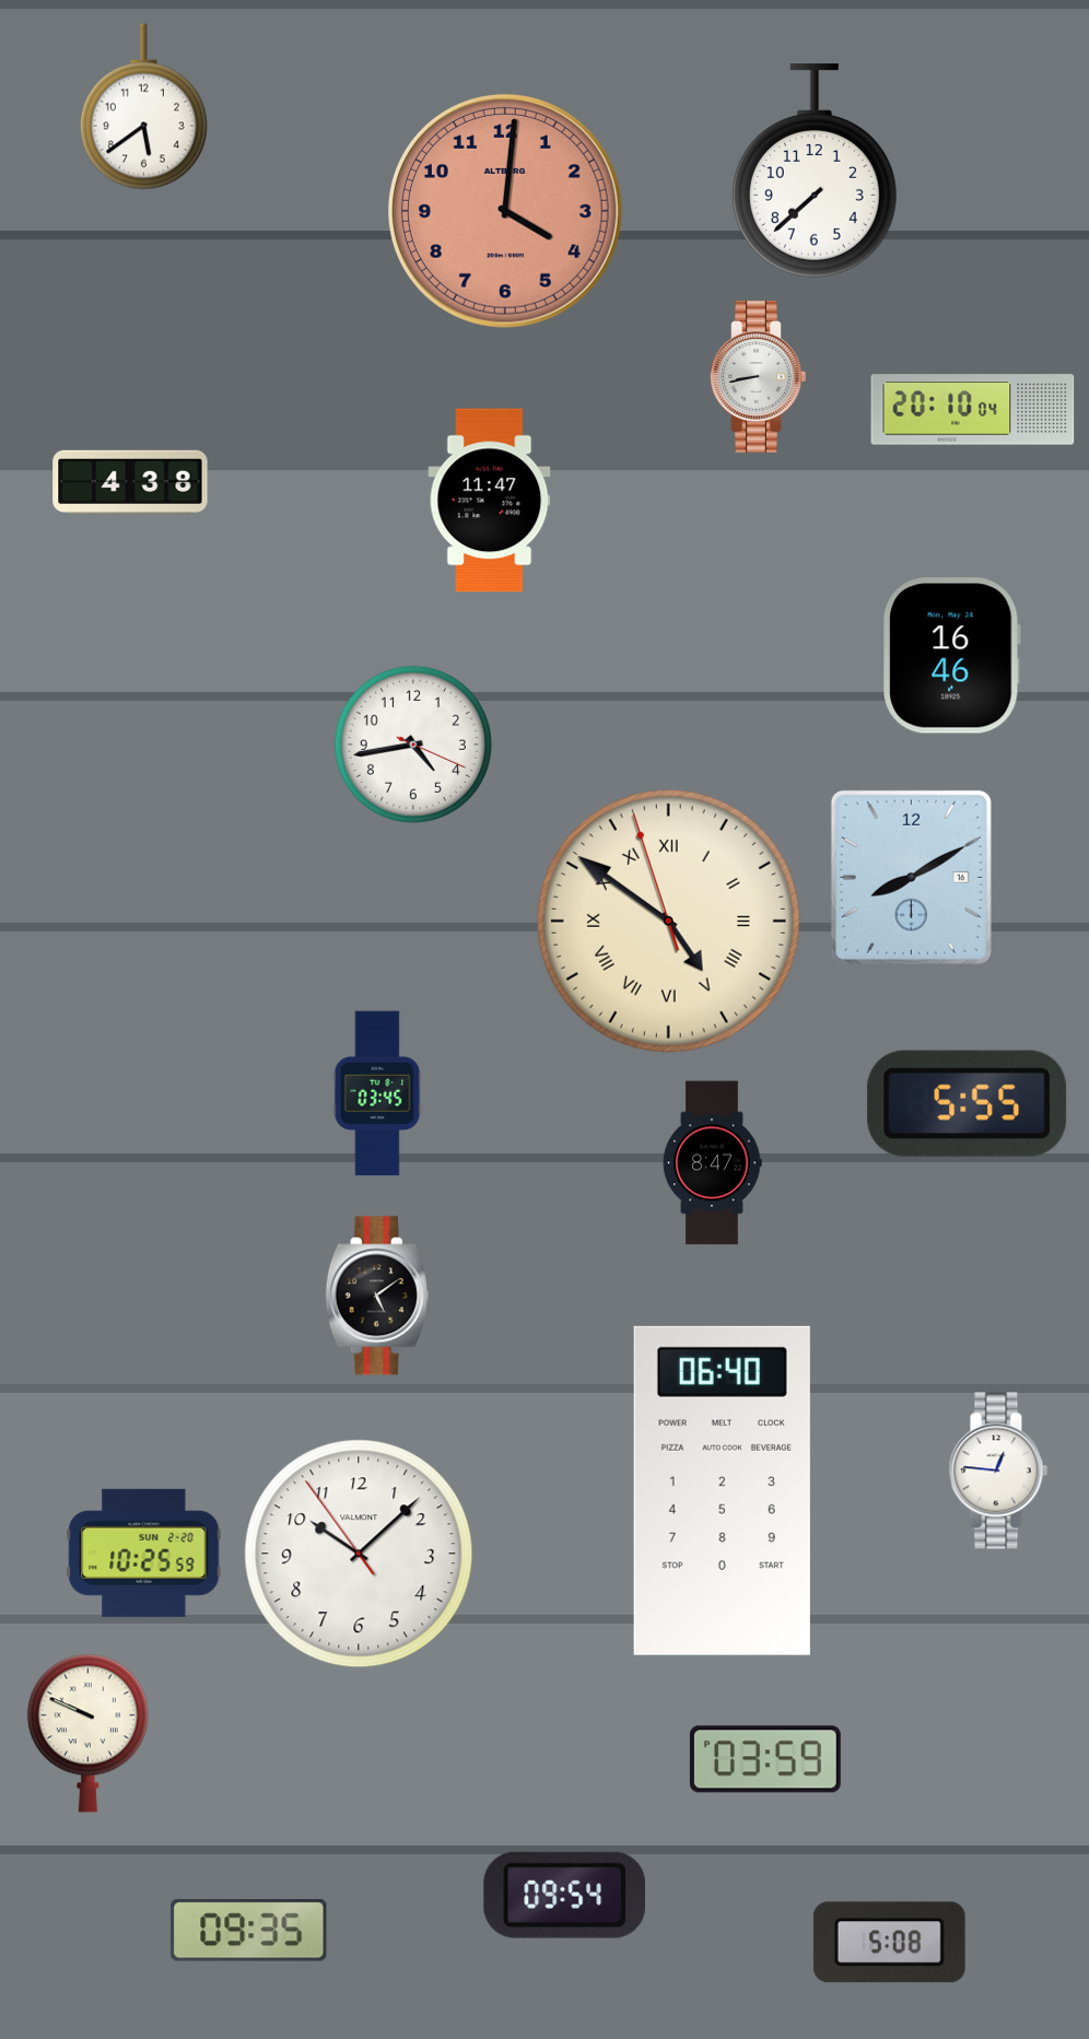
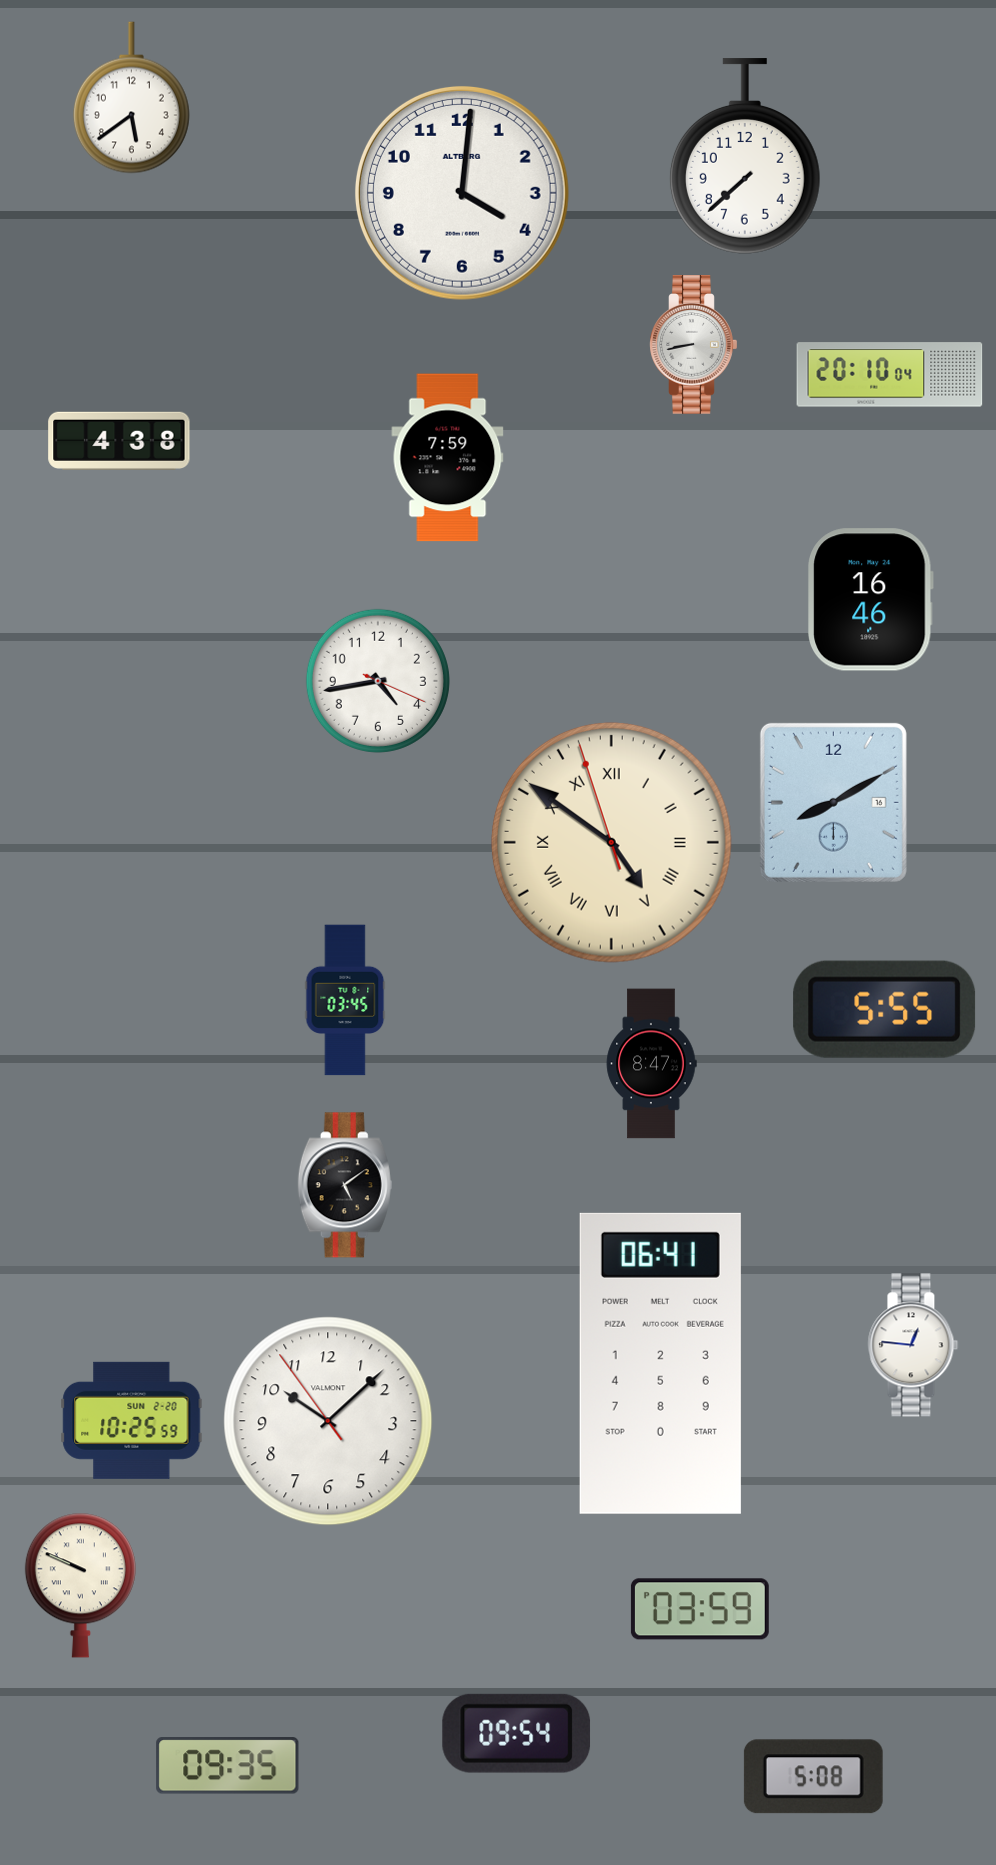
clock at (505, 211) dial: salmon -> white
clock at (490, 501): 11:47 -> 7:59
clock at (722, 1490): 06:40 -> 06:41
